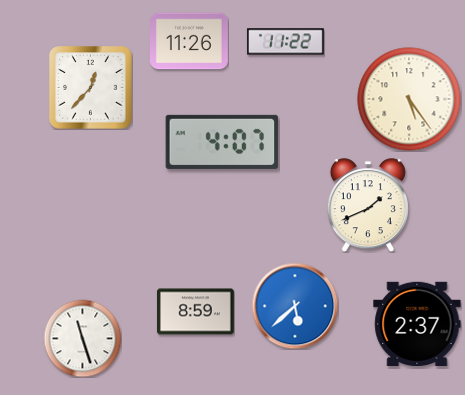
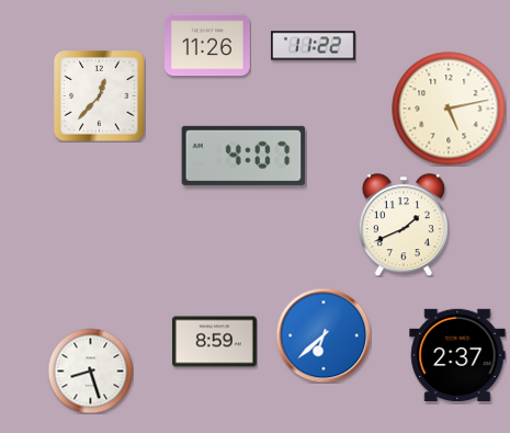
clock at (409, 99): 5:24 -> 5:13
clock at (295, 306): 5:38 -> 6:38
clock at (82, 338): 11:27 -> 8:27
